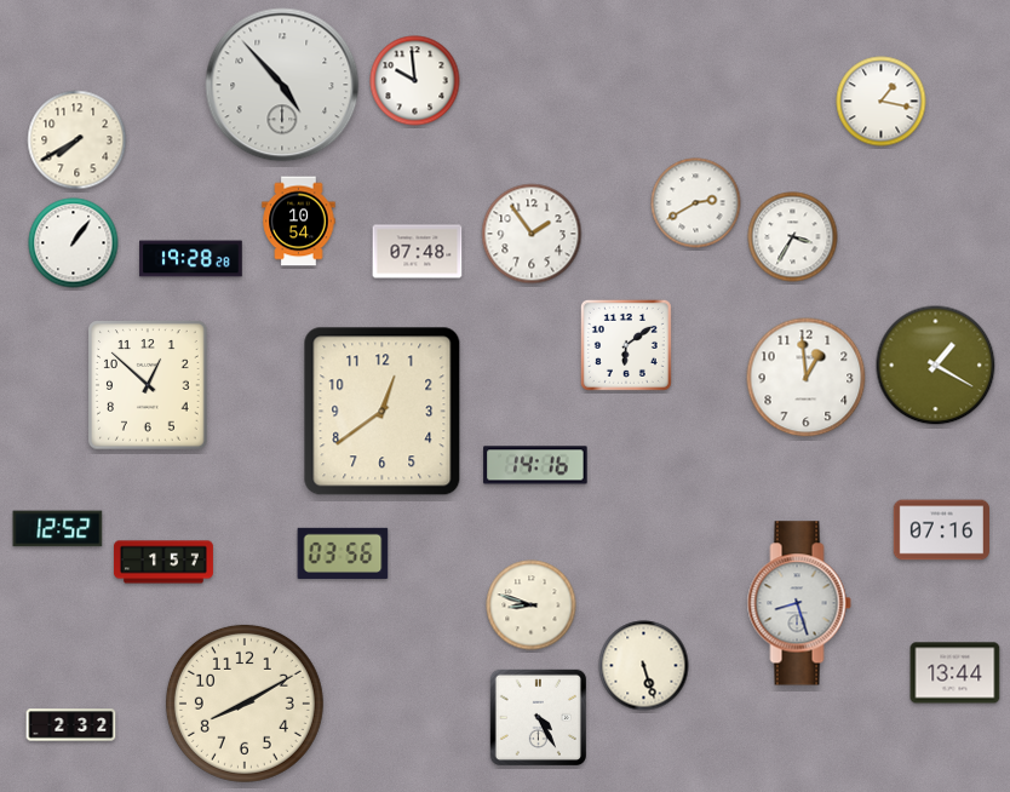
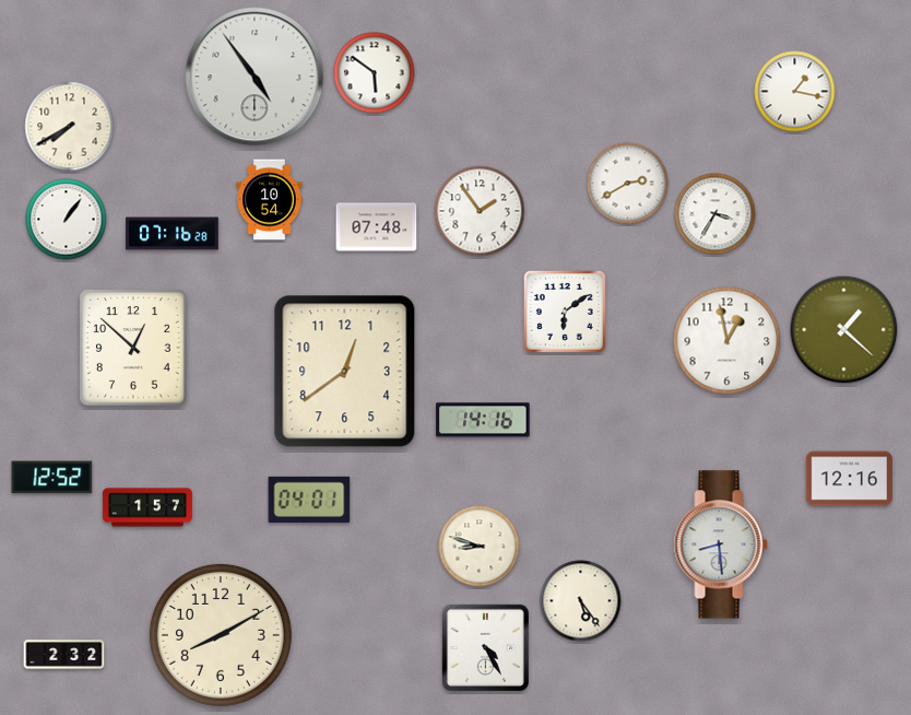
clock at (415, 81): 9:59 -> 5:51
clock at (282, 85): 4:53 -> 4:54
clock at (191, 259): 19:28 -> 07:16
clock at (936, 366): 1:20 -> 1:22
clock at (807, 378): 12:59 -> 12:58
clock at (941, 530): 07:16 -> 12:16
clock at (343, 553): 03:56 -> 04:01
clock at (799, 603): 8:27 -> 8:29
clock at (644, 666): 5:27 -> 5:24
clock at (956, 673): 13:44 -> none
